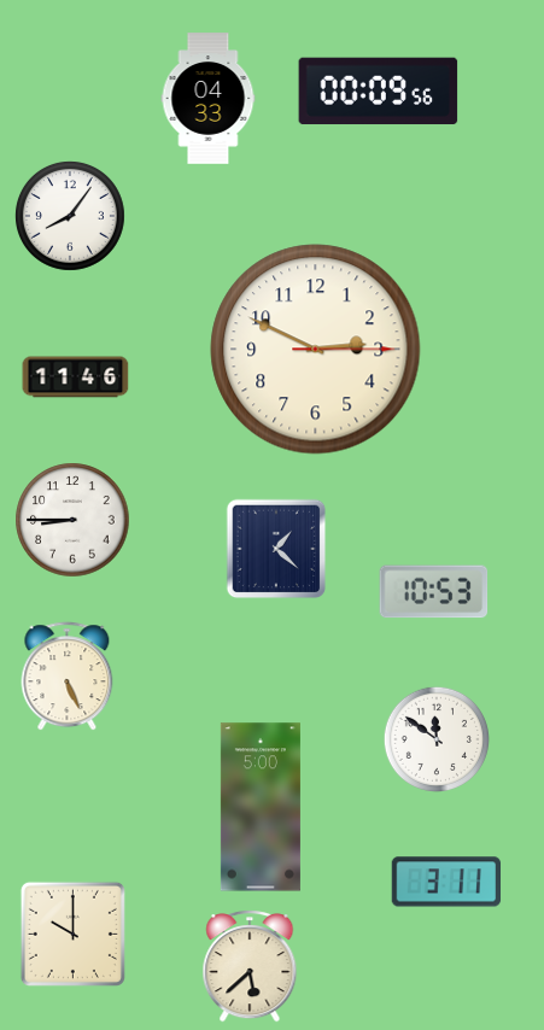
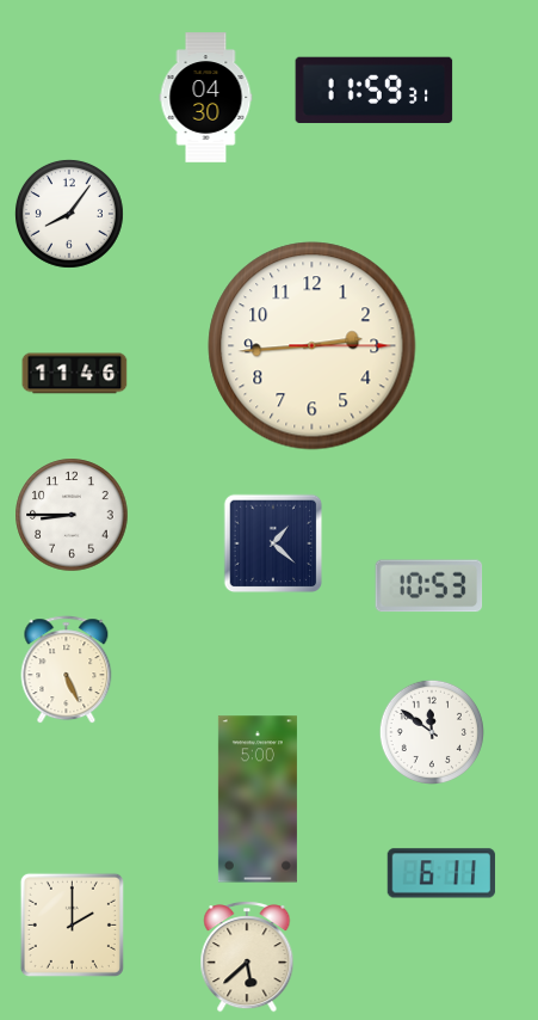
clock at (379, 92): 00:09 -> 11:59
clock at (209, 99): 04:33 -> 04:30
clock at (316, 350): 2:49 -> 2:44
clock at (446, 882): 3:11 -> 6:11
clock at (72, 934): 10:00 -> 2:00
